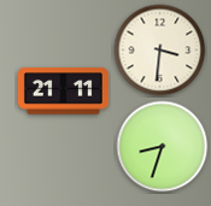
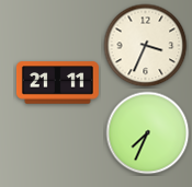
clock at (160, 51): 3:31 -> 3:34
clock at (163, 147): 8:33 -> 7:34
